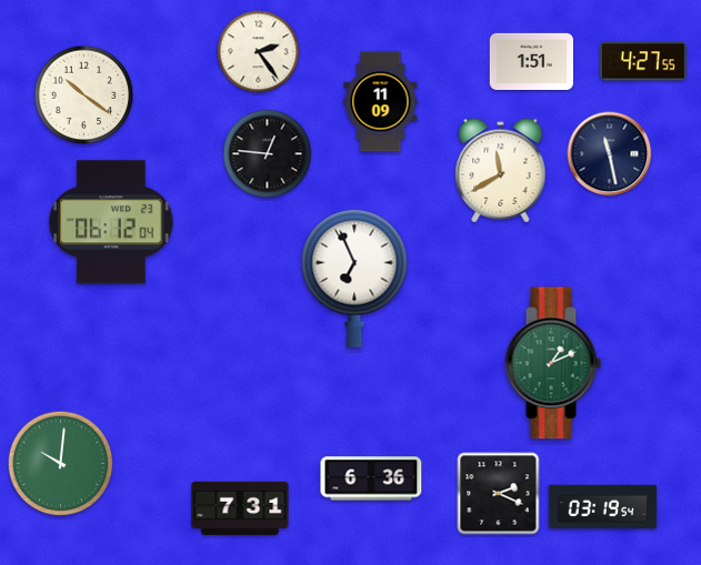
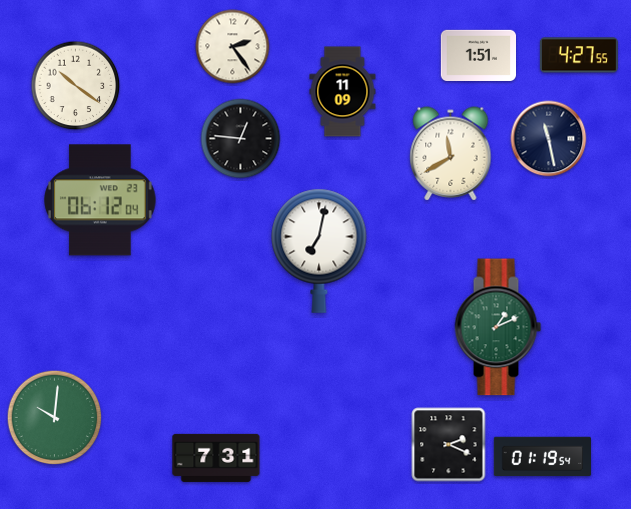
clock at (354, 279): 6:56 -> 7:02
clock at (371, 478): 6:36 -> none
clock at (602, 507): 03:19 -> 01:19
